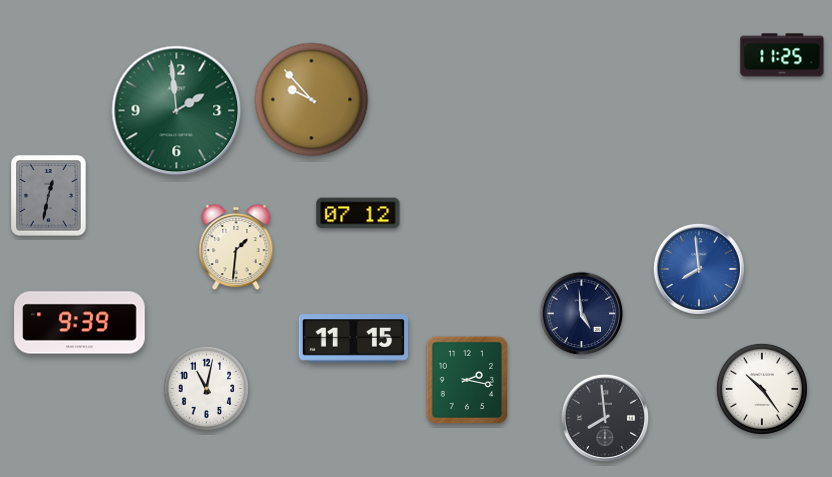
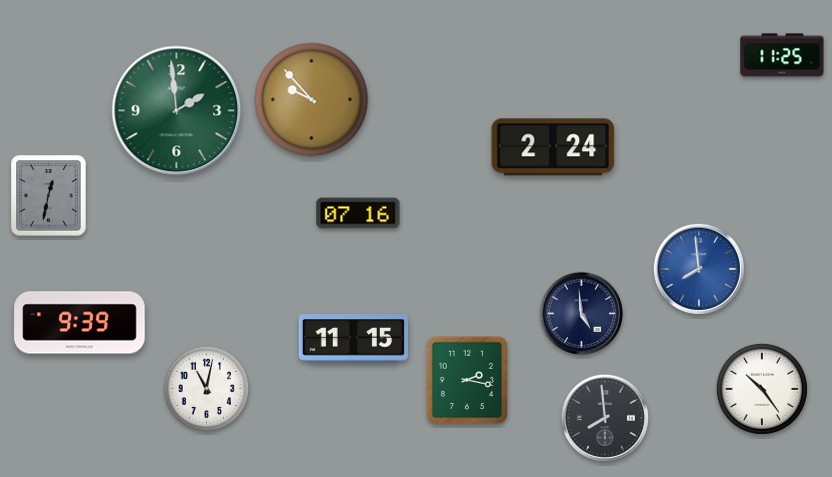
clock at (553, 147): none -> 2:24
clock at (358, 213): 07:12 -> 07:16
clock at (236, 247): 1:31 -> none
